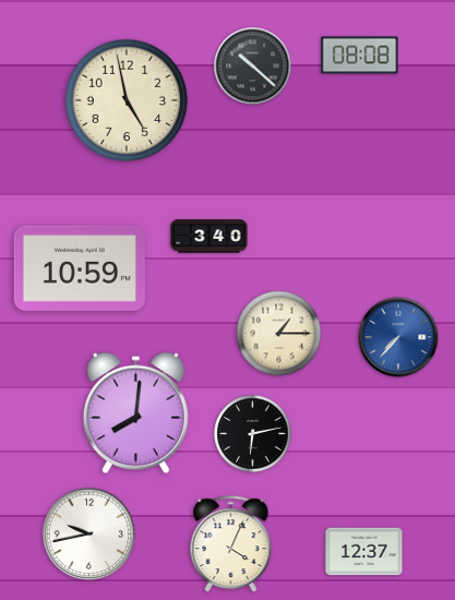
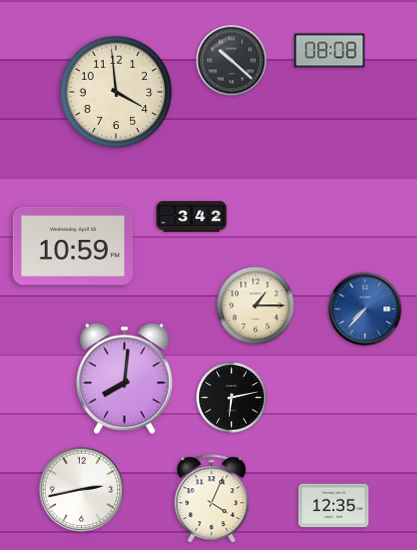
clock at (127, 100): 4:58 -> 3:59
clock at (209, 237): 3:40 -> 3:42
clock at (89, 535): 9:43 -> 2:43
clock at (364, 552): 12:37 -> 12:35
